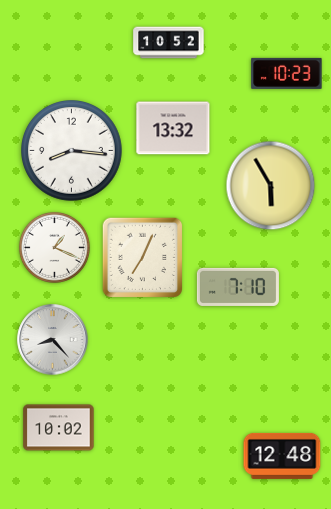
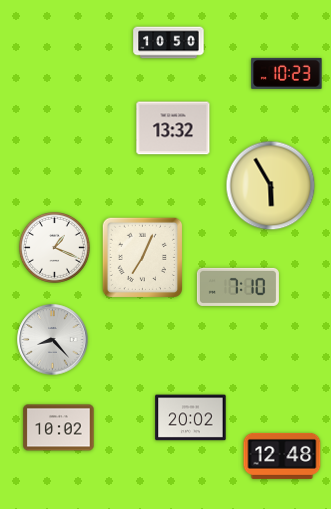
clock at (169, 43): 10:52 -> 10:50
clock at (72, 151): 8:16 -> none
clock at (191, 418): none -> 20:02
